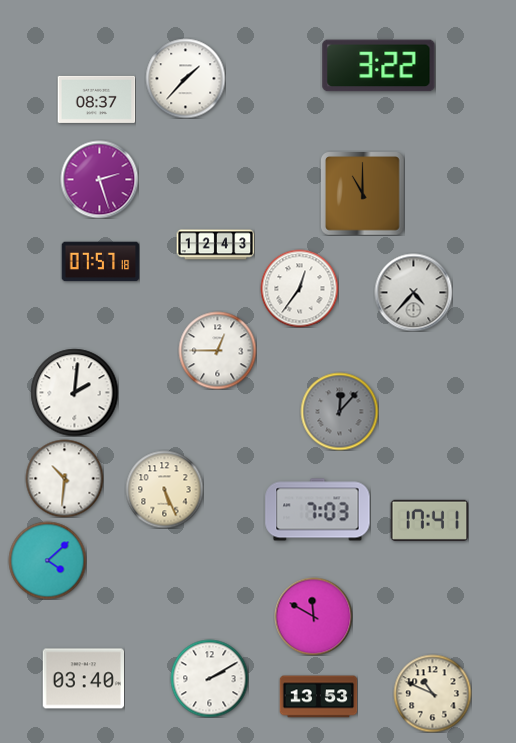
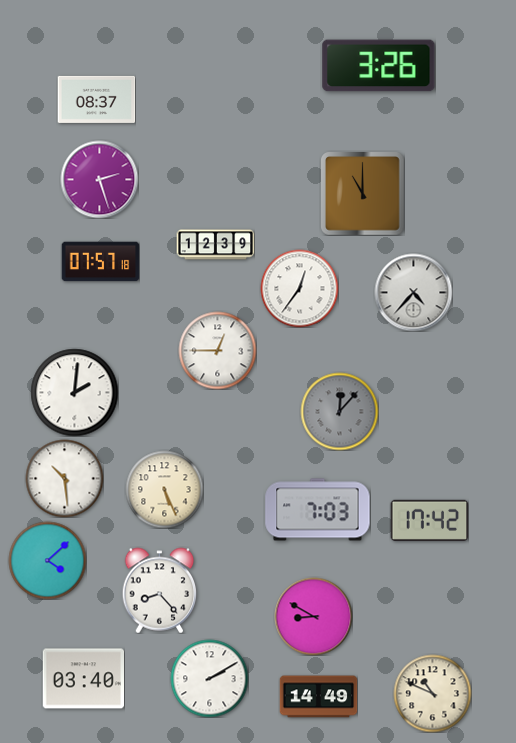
clock at (379, 66): 3:22 -> 3:26
clock at (185, 78): 1:37 -> none
clock at (215, 245): 12:43 -> 12:39
clock at (64, 478): 10:31 -> 10:29
clock at (429, 520): 17:41 -> 17:42
clock at (160, 590): none -> 8:23
clock at (313, 616): 11:50 -> 8:50
clock at (318, 697): 13:53 -> 14:49
